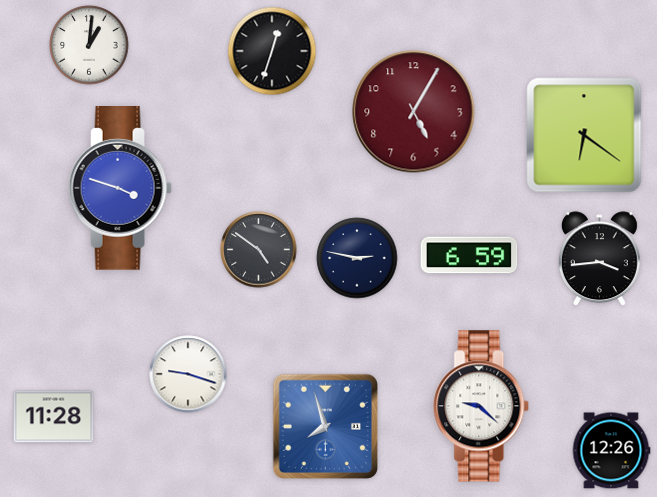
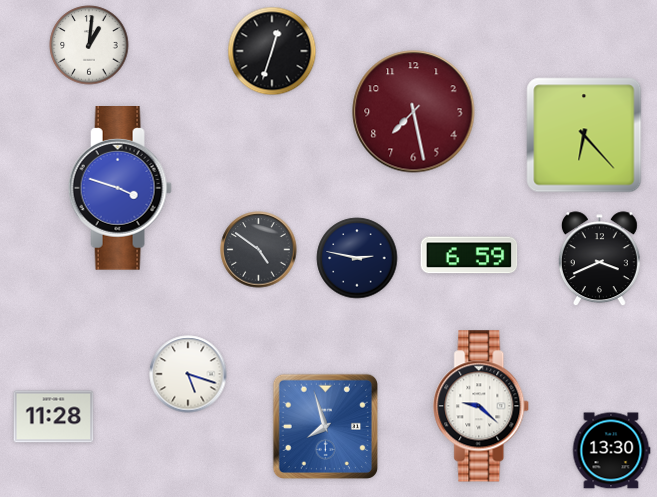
clock at (414, 112): 5:05 -> 7:28
clock at (584, 135): 6:21 -> 6:23
clock at (599, 259): 3:44 -> 3:41
clock at (188, 374): 9:18 -> 5:18
clock at (611, 451): 12:26 -> 13:30
